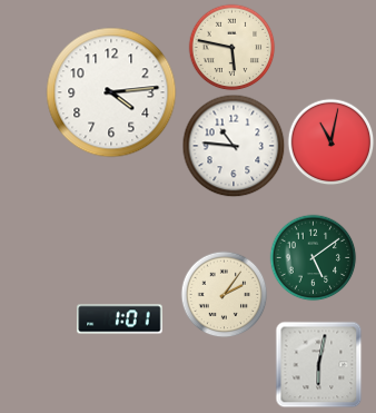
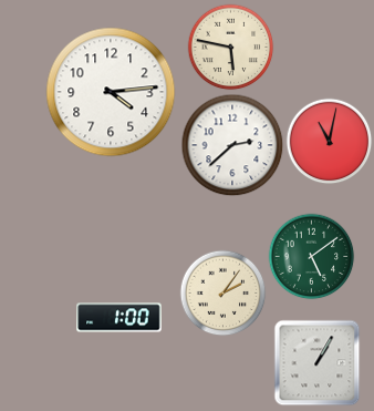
clock at (234, 146): 10:46 -> 2:38
clock at (120, 319): 1:01 -> 1:00
clock at (318, 364): 6:02 -> 1:05
